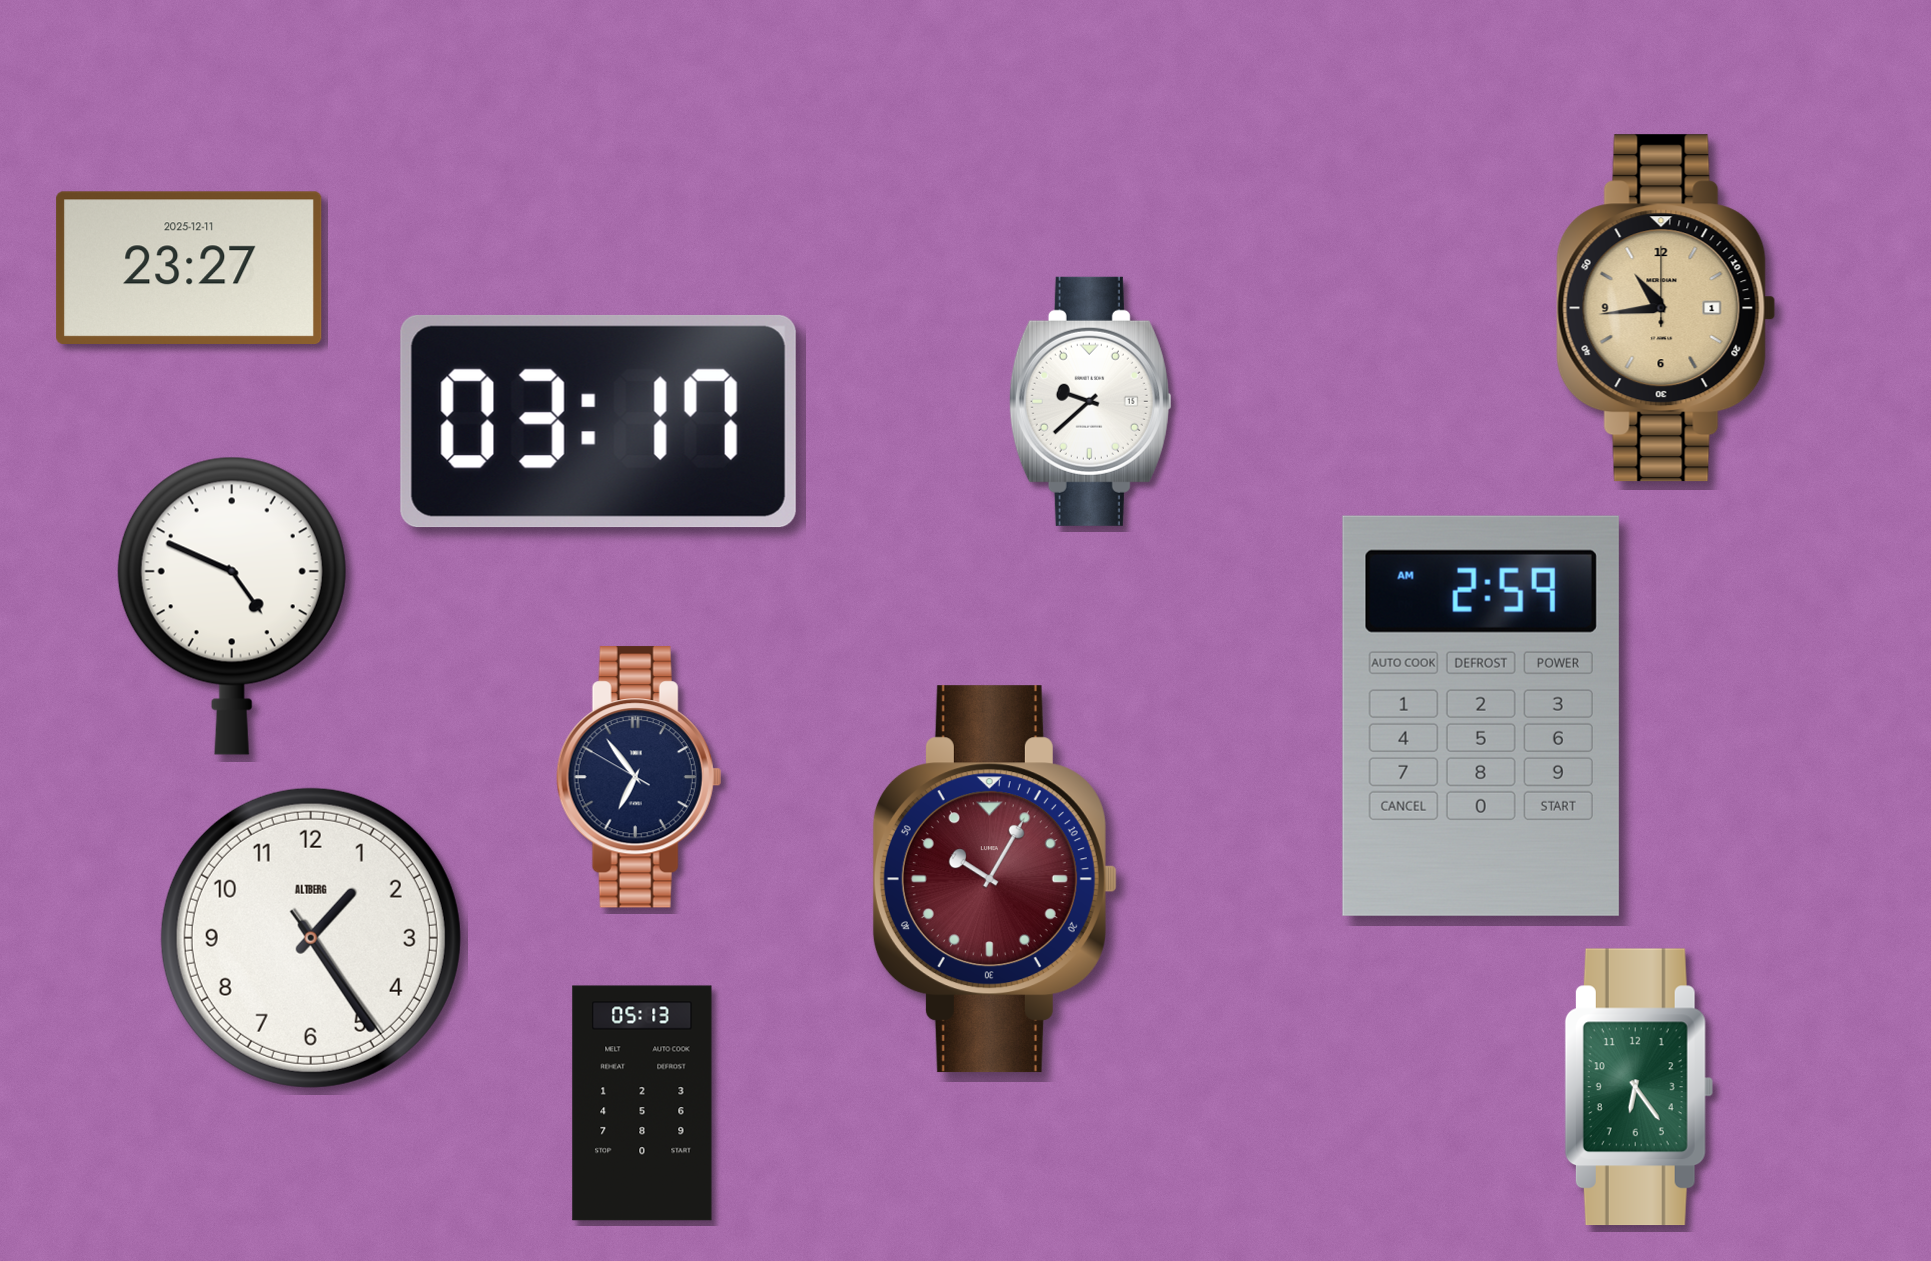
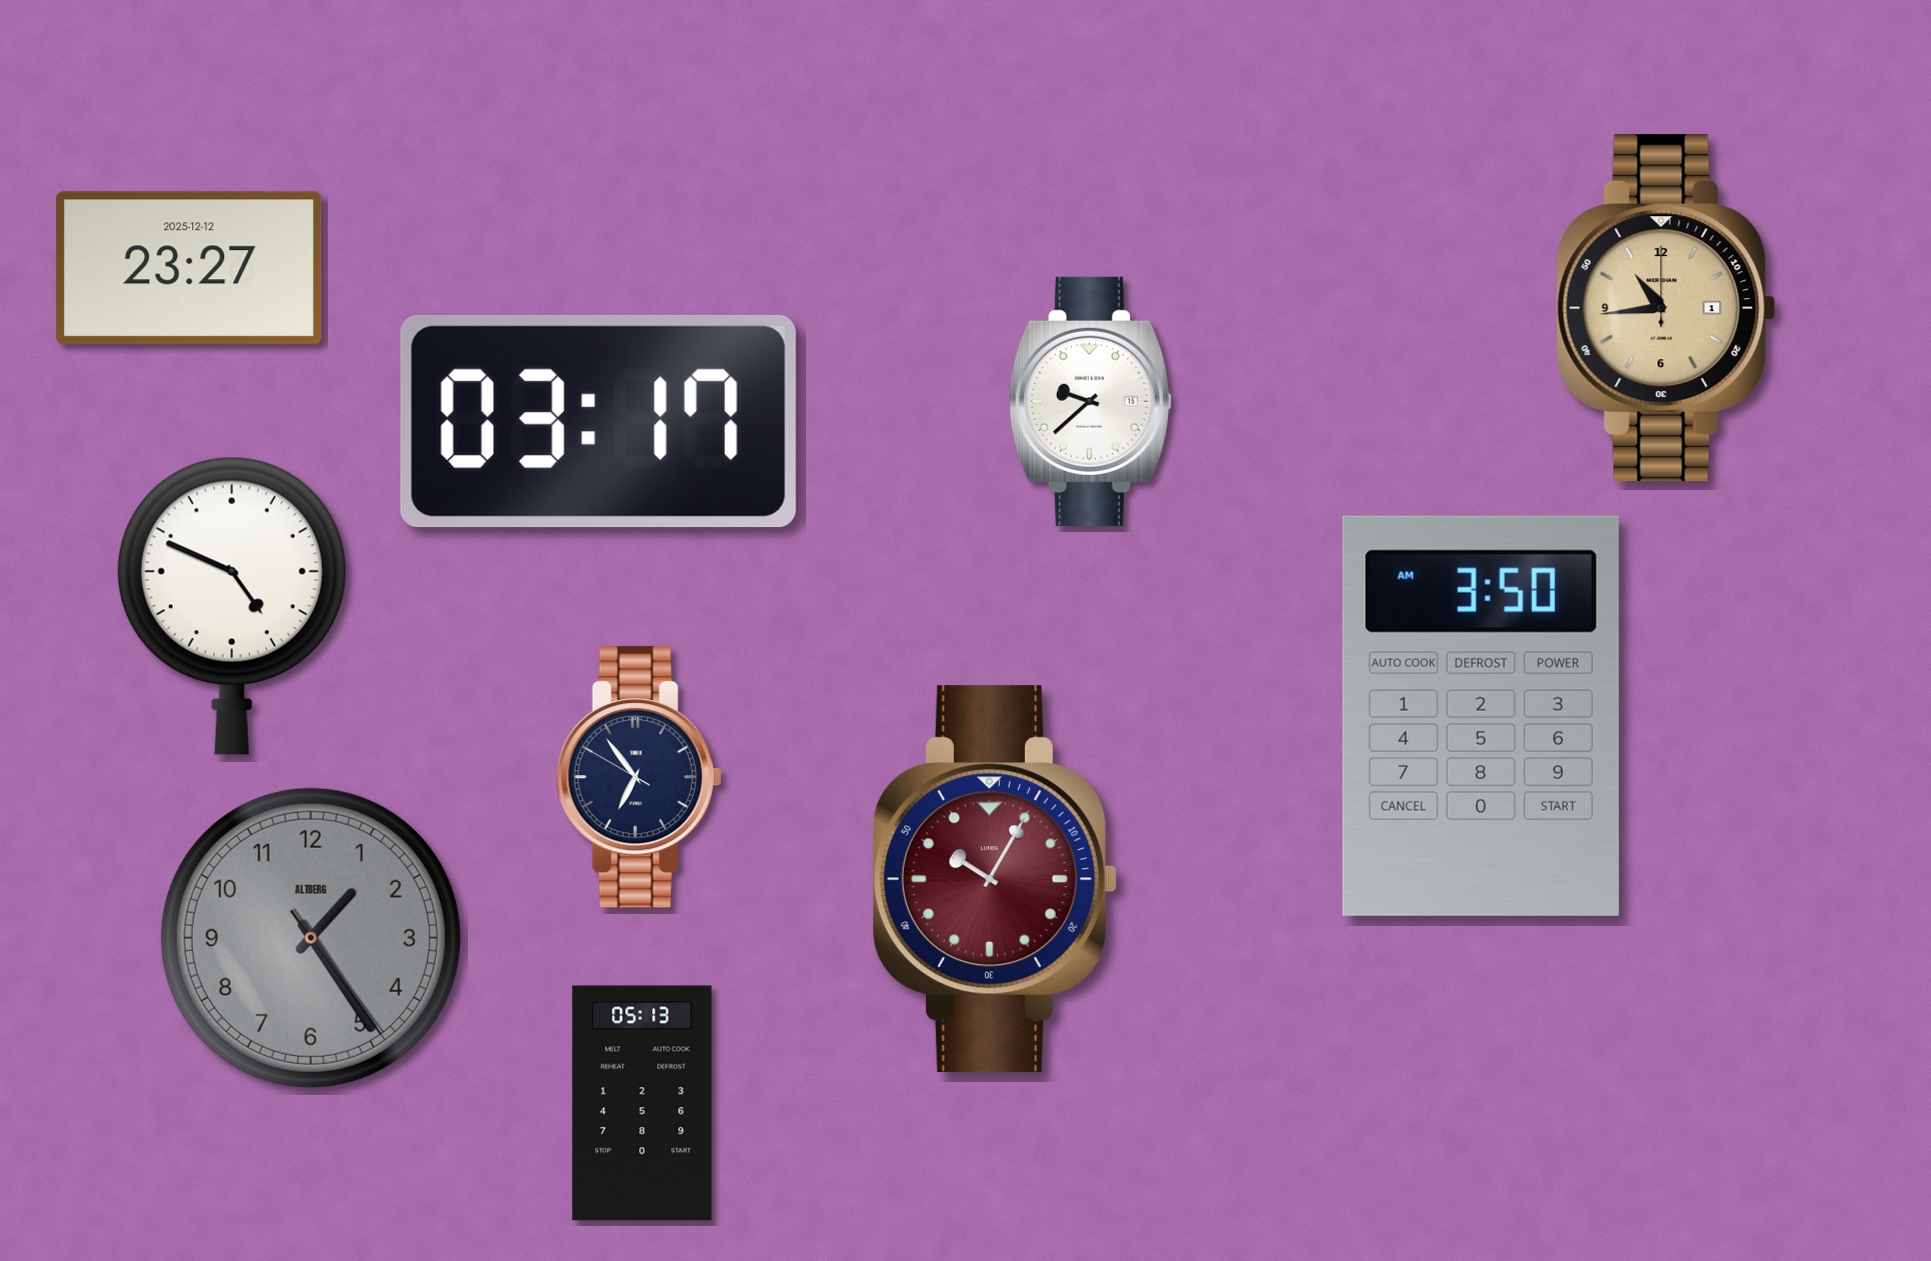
clock at (189, 267) date: 2025-12-11 -> 2025-12-12
clock at (1481, 716): 2:59 -> 3:50
clock at (311, 938) dial: white -> grey
clock at (1639, 1087): 6:24 -> none
